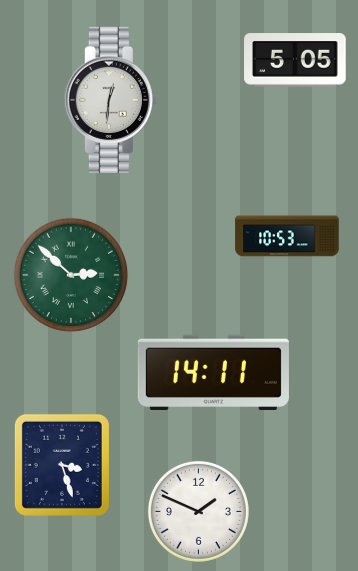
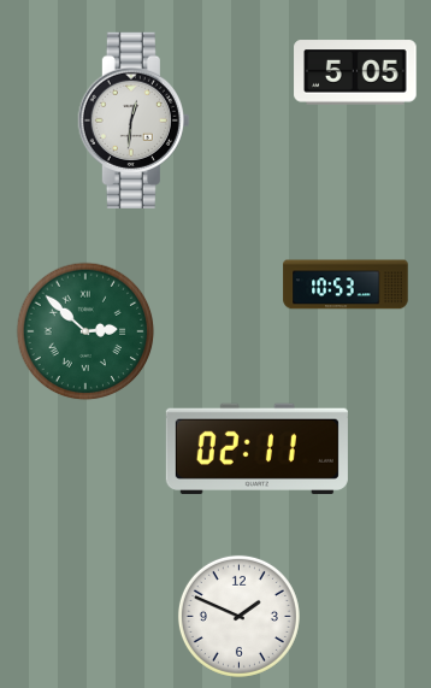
clock at (213, 372): 14:11 -> 02:11
clock at (62, 465): 3:27 -> none
